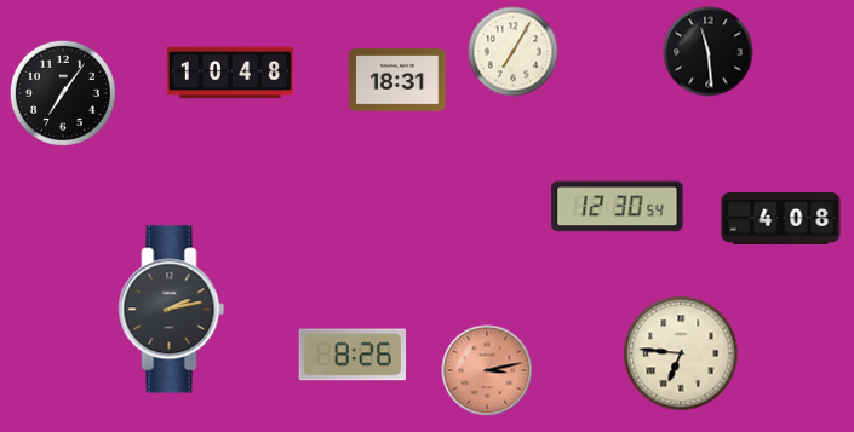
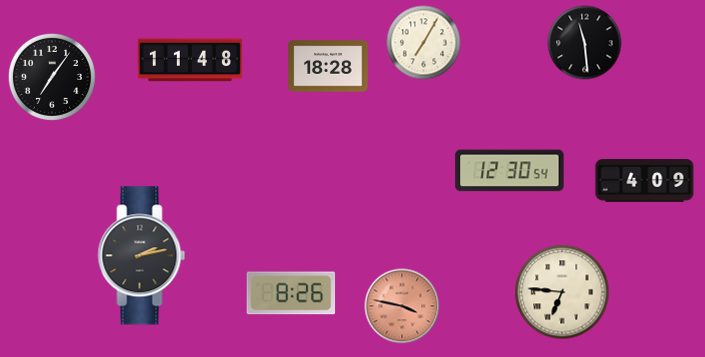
clock at (230, 73): 10:48 -> 11:48
clock at (397, 80): 18:31 -> 18:28
clock at (781, 219): 4:08 -> 4:09
clock at (487, 370): 3:13 -> 3:47
